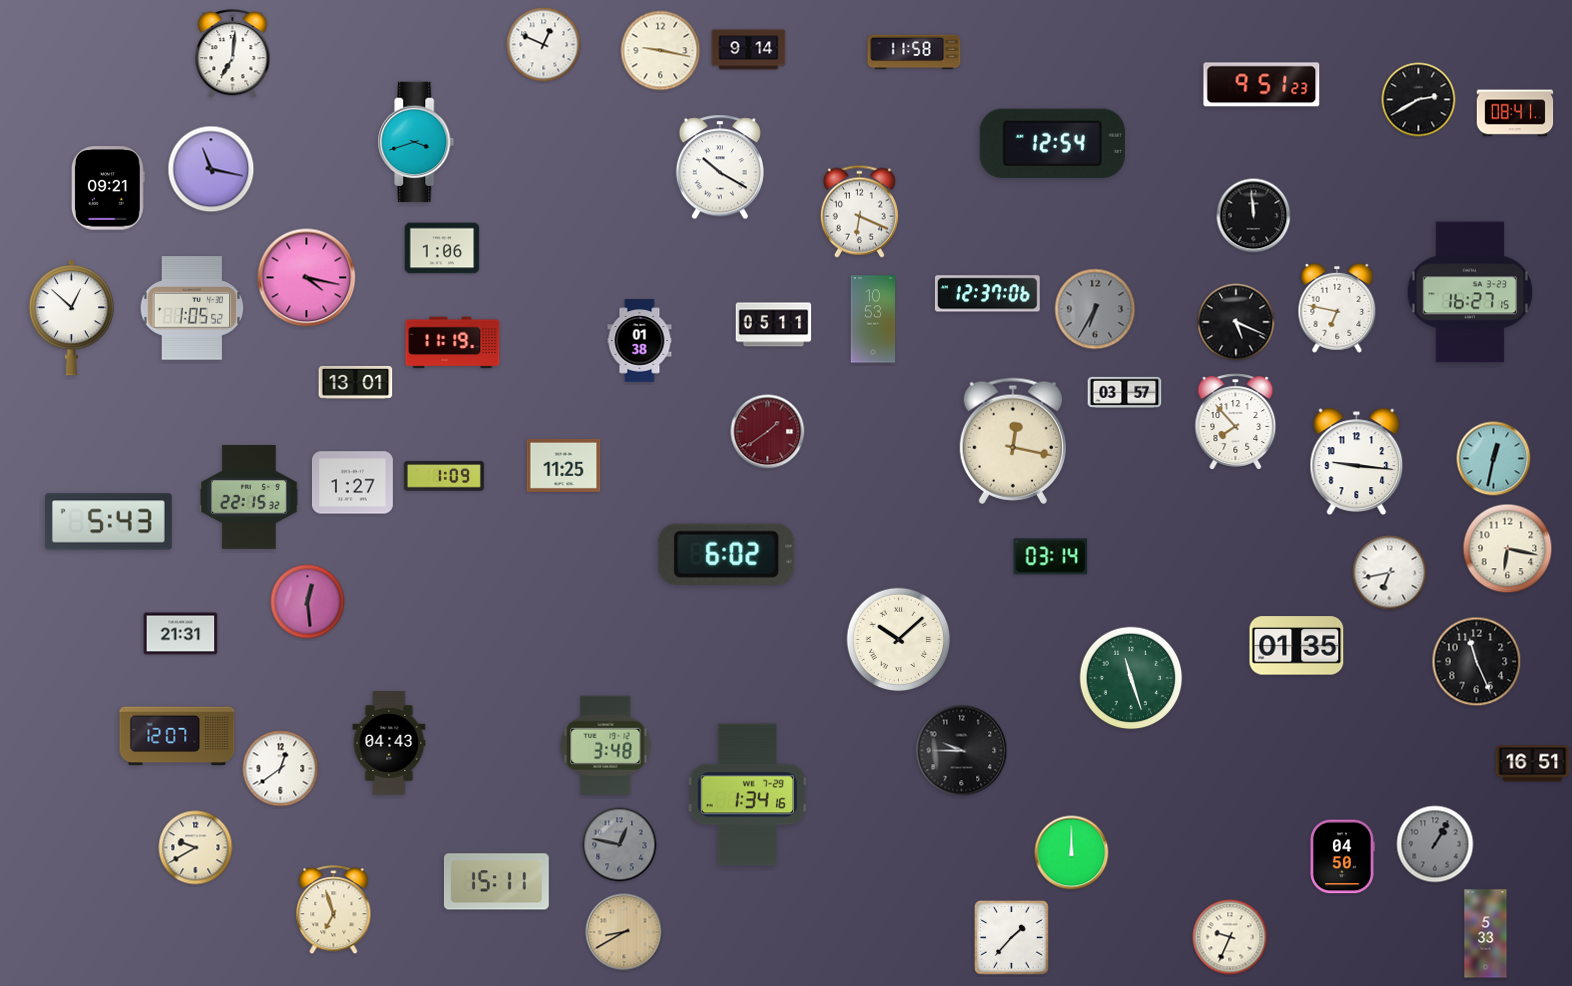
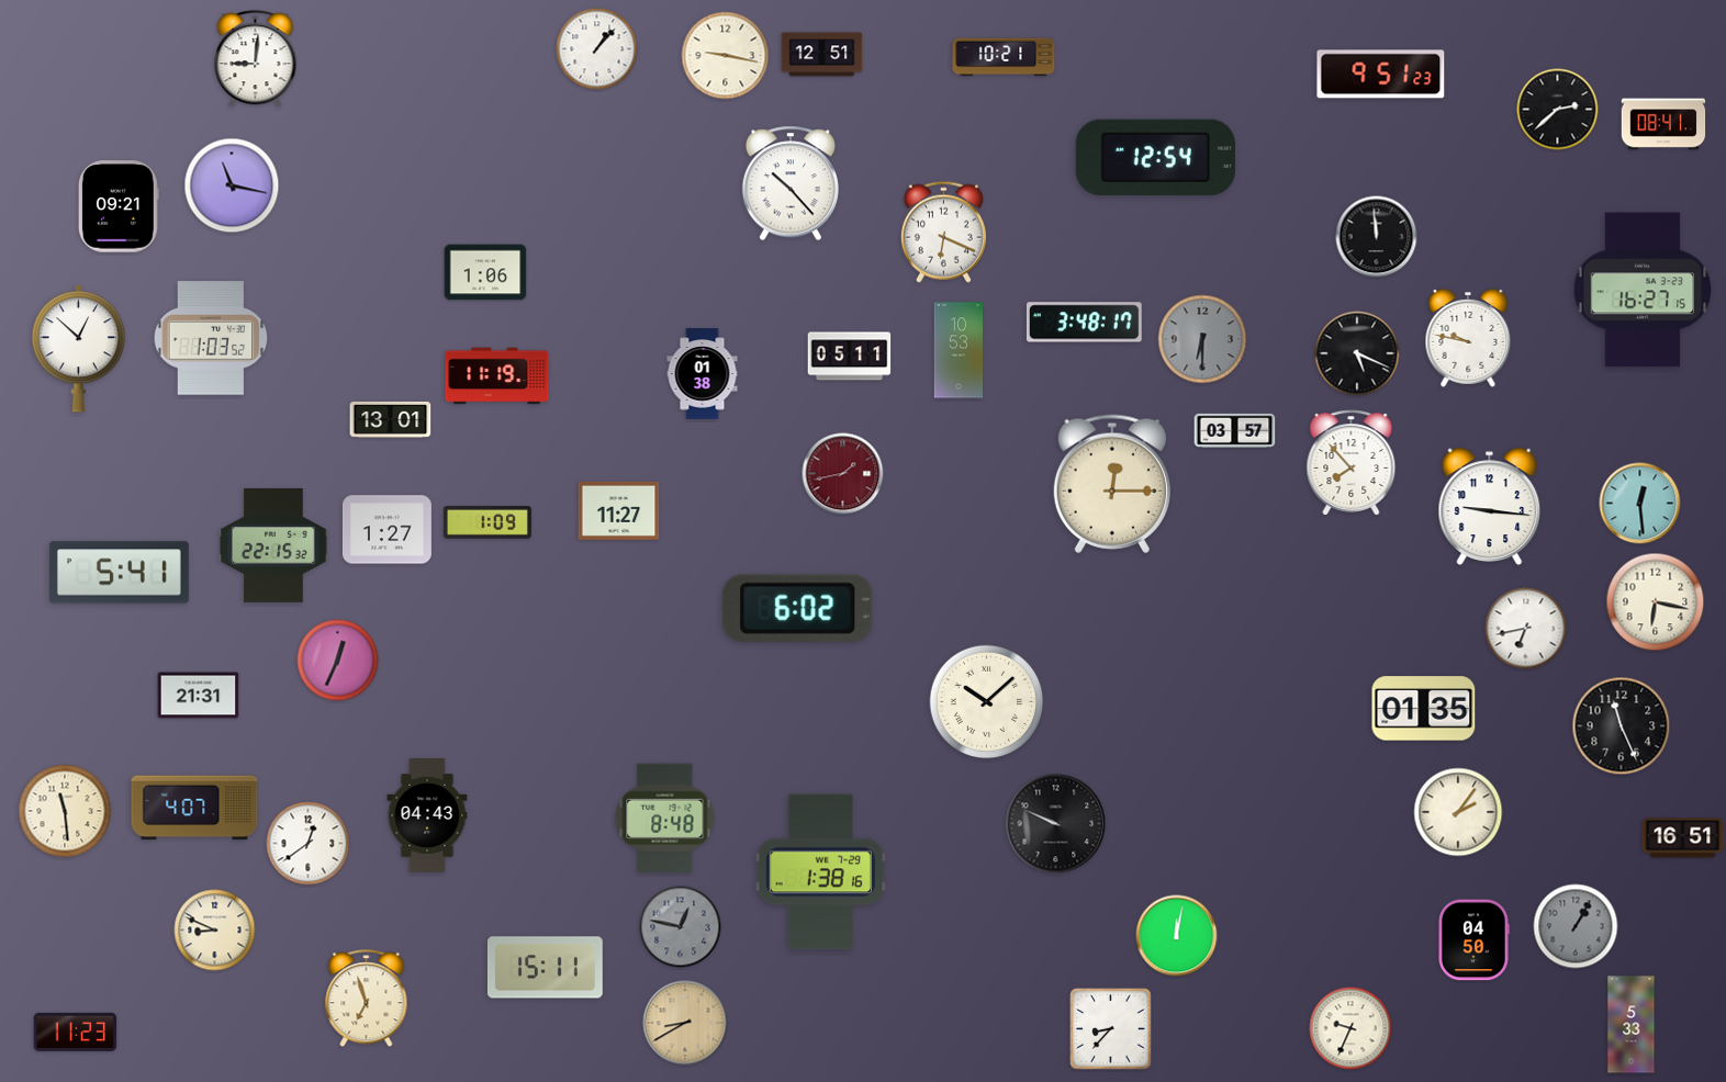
clock at (544, 45): 12:49 -> 1:07
clock at (749, 50): 9:14 -> 12:51
clock at (914, 52): 11:58 -> 10:21
clock at (233, 54): 7:01 -> 9:01
clock at (1262, 85) position: (1262, 85) -> (1381, 75)
clock at (1419, 100): 2:40 -> 2:38
clock at (416, 142): 3:42 -> none
clock at (720, 167): 10:20 -> 10:23
clock at (307, 278): 4:17 -> none
clock at (1470, 292) position: (1470, 292) -> (1643, 290)
clock at (987, 294): 12:37 -> 3:48
clock at (192, 308): 1:05 -> 1:03
clock at (1337, 308): 6:47 -> 9:47
clock at (1095, 309): 6:35 -> 6:30
clock at (1236, 422) position: (1236, 422) -> (1352, 463)
clock at (768, 432): 1:39 -> 1:43
clock at (1013, 441): 12:17 -> 12:15
clock at (1494, 459): 12:32 -> 12:29
clock at (564, 465): 11:25 -> 11:27
clock at (108, 522): 5:43 -> 5:41
clock at (1051, 557): 03:14 -> none
clock at (308, 602): 12:29 -> 12:34
clock at (1131, 678): 11:27 -> none
clock at (177, 736): 12:07 -> 4:07
clock at (65, 811): none -> 11:29
clock at (1458, 812): none -> 2:06
clock at (606, 745): 3:48 -> 8:48
clock at (962, 751): 9:45 -> 9:49
clock at (748, 795): 1:34 -> 1:38
clock at (196, 848): 9:40 -> 8:49
clock at (1072, 853): 12:00 -> 12:02
clock at (1012, 938): 1:37 -> 8:37
clock at (76, 1032): none -> 11:23
